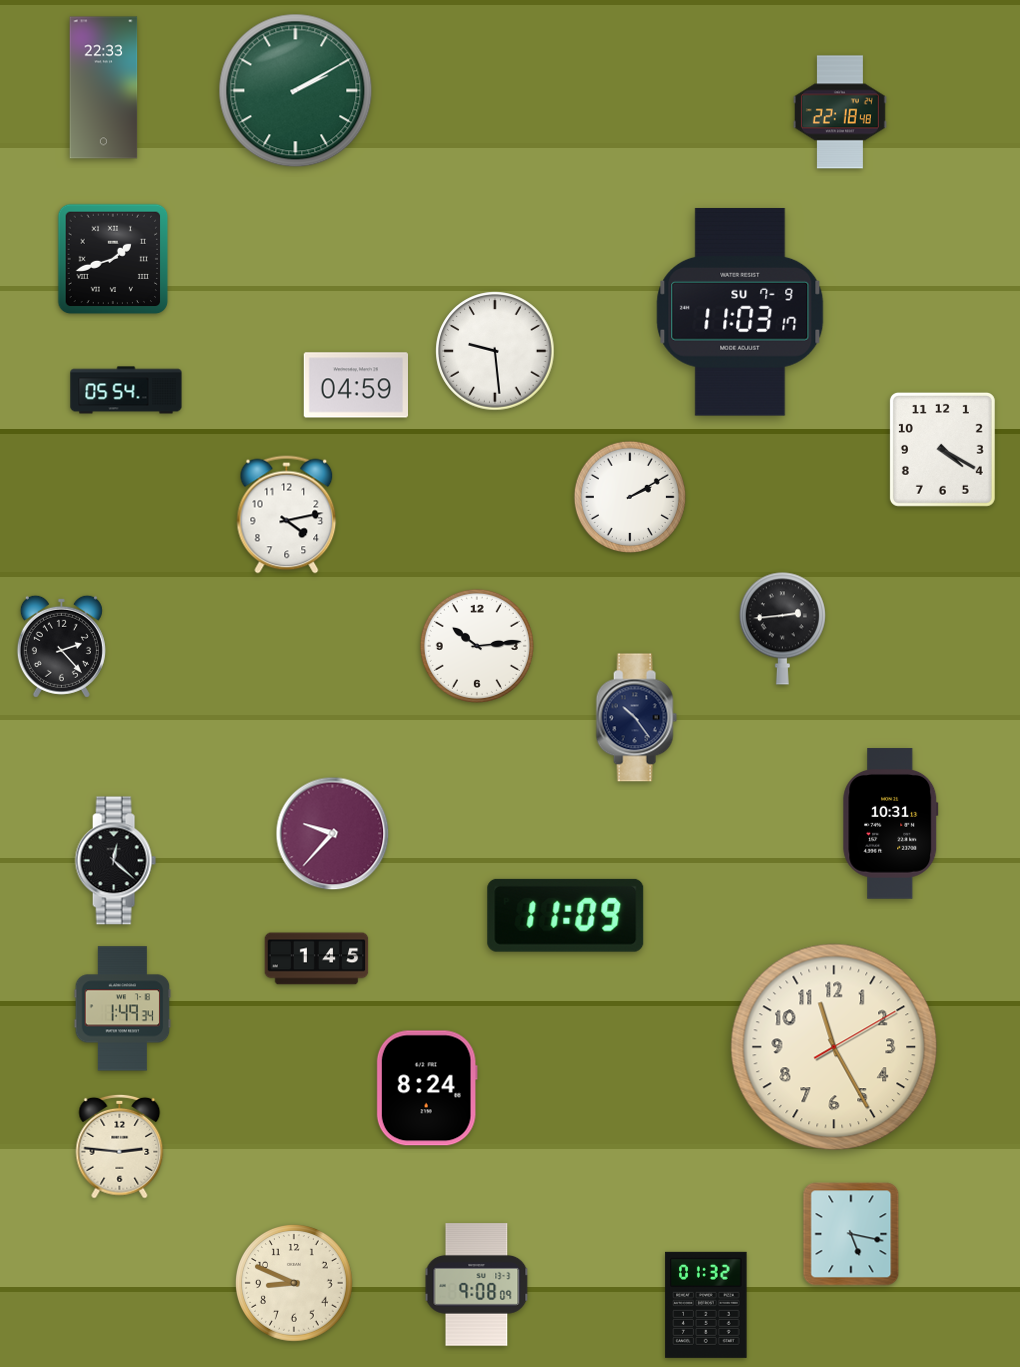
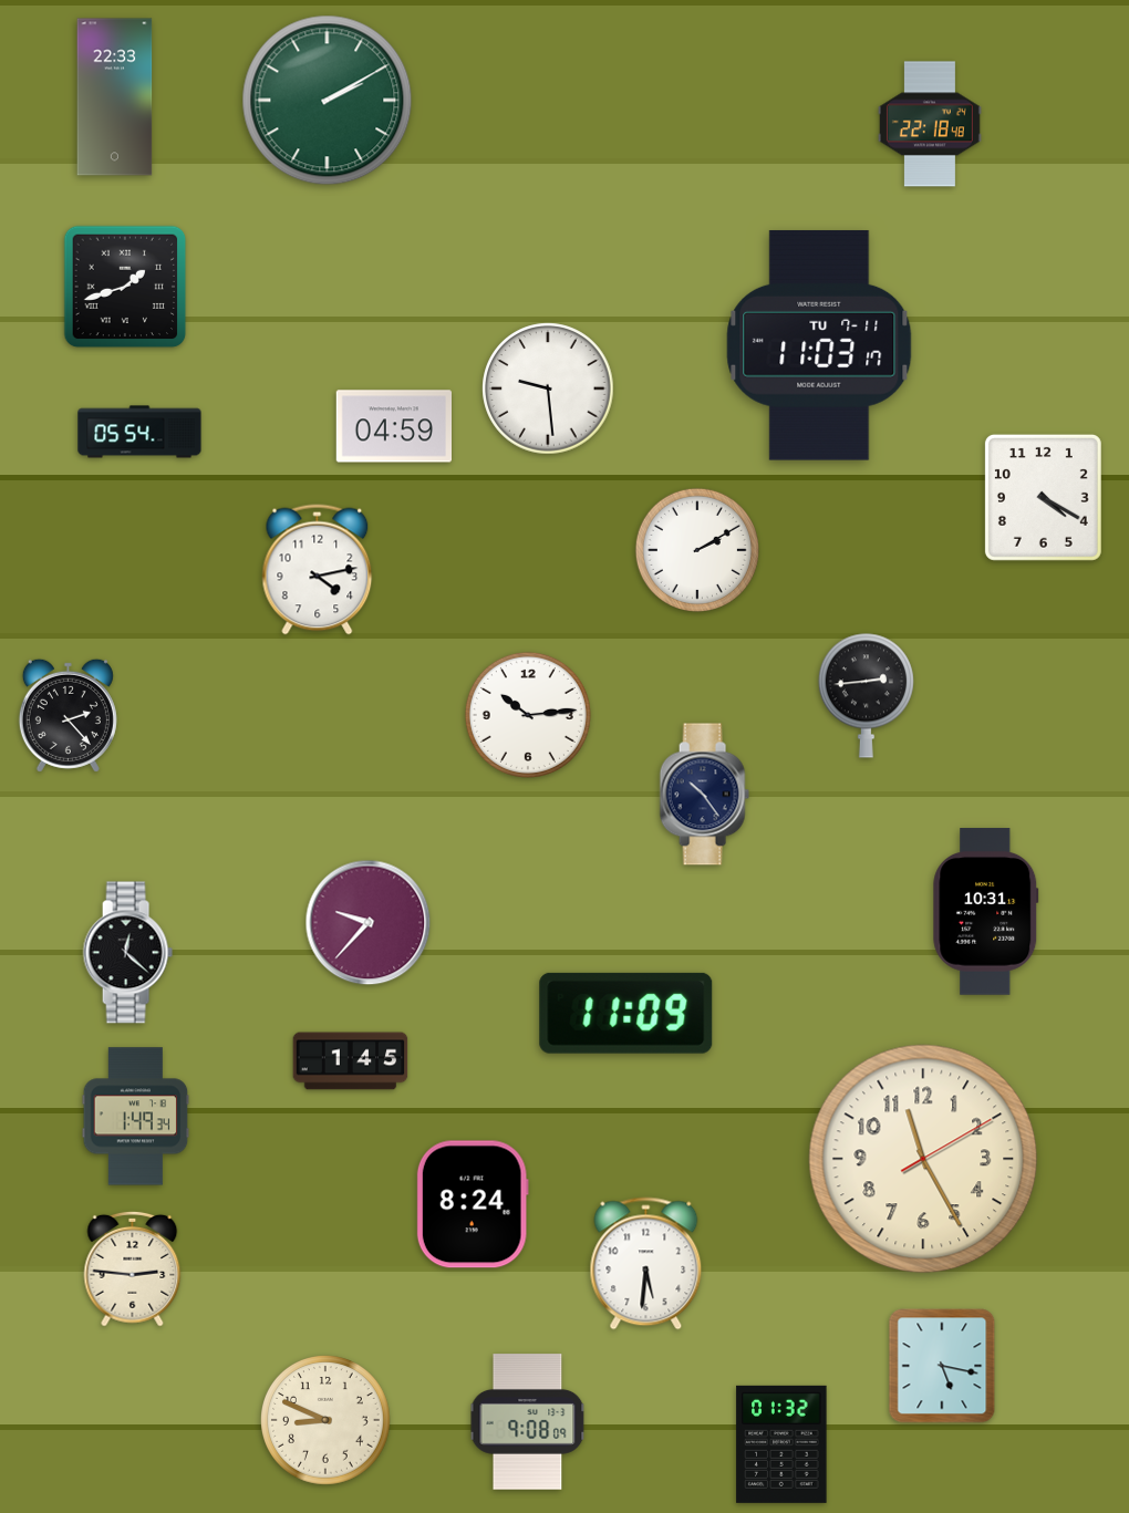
clock at (740, 312) date: SU 7-9 -> TU 7-11
clock at (646, 1264): none -> 5:31
